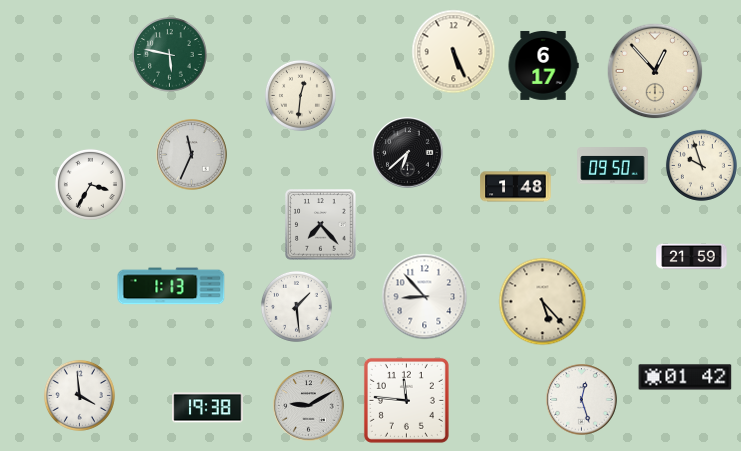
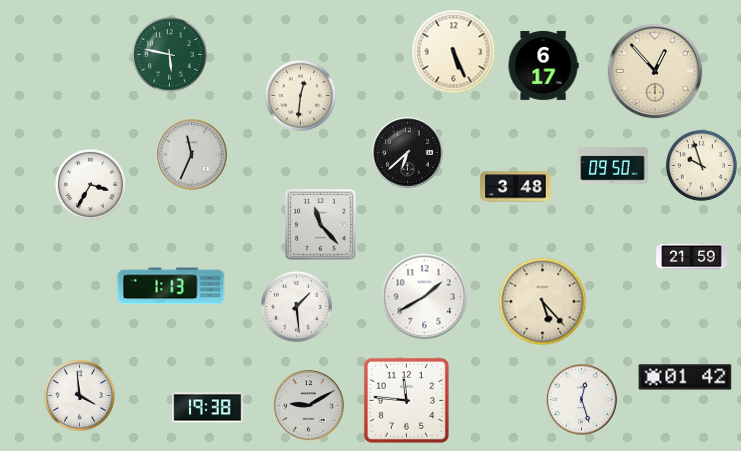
clock at (516, 187): 1:48 -> 3:48
clock at (321, 225): 7:23 -> 11:23
clock at (425, 297): 8:53 -> 1:40
